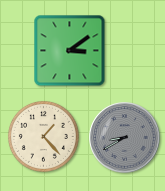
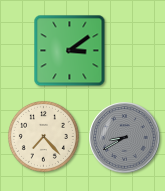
clock at (43, 136): 1:23 -> 7:23
